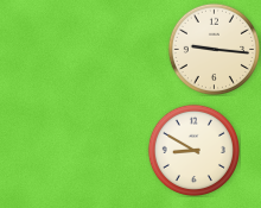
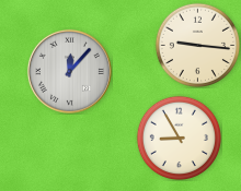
clock at (69, 71): none -> 12:07
clock at (193, 150): 8:50 -> 8:55
